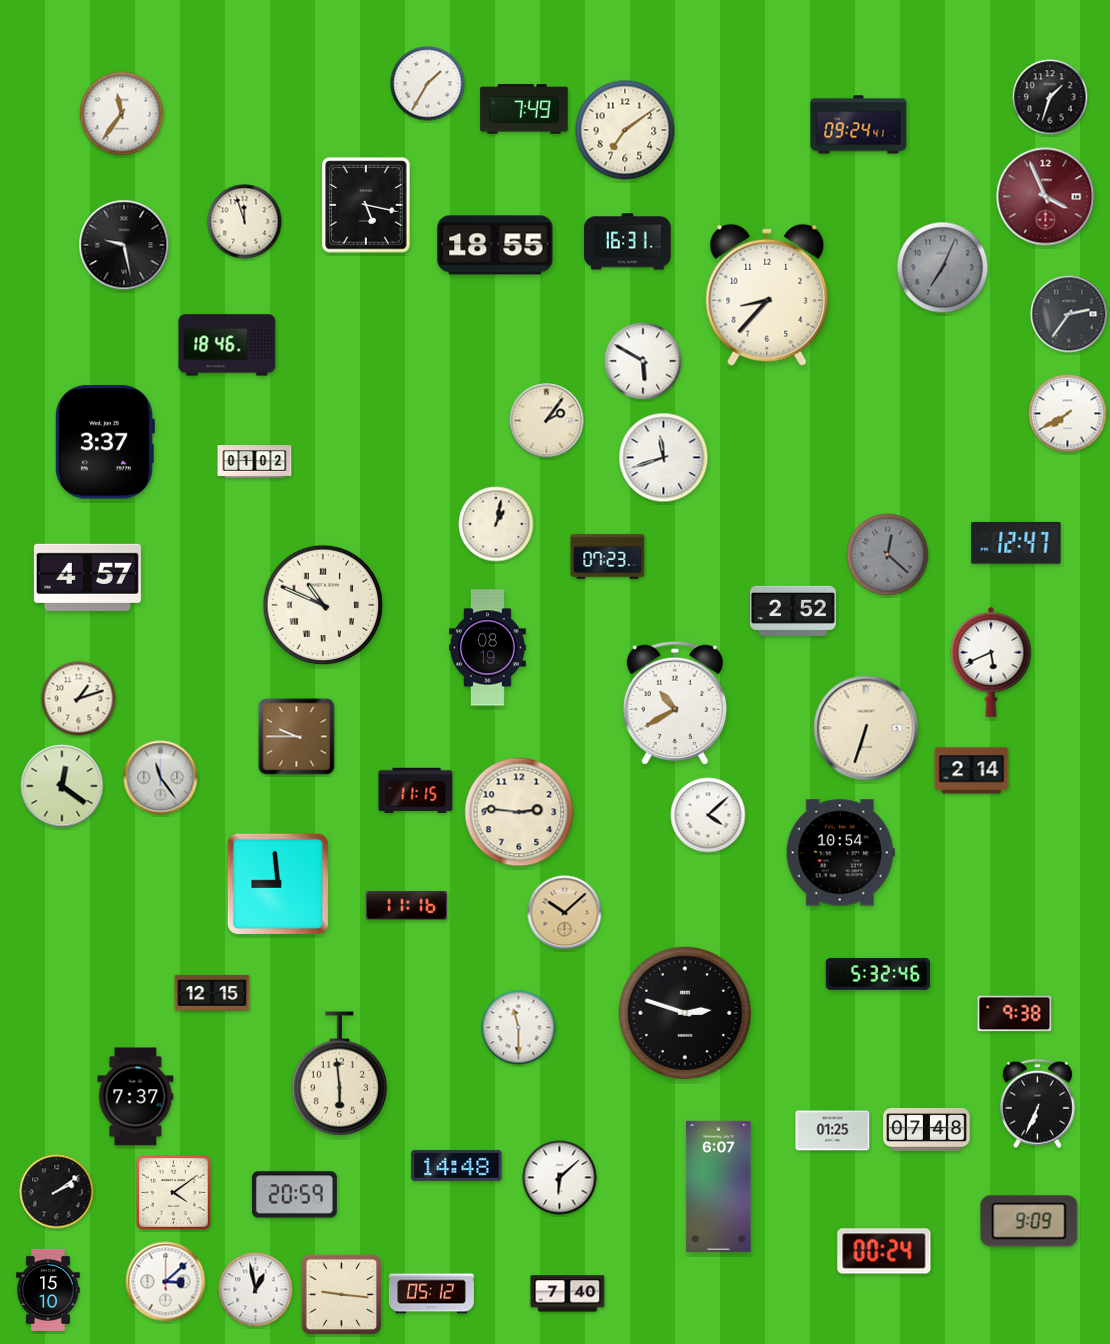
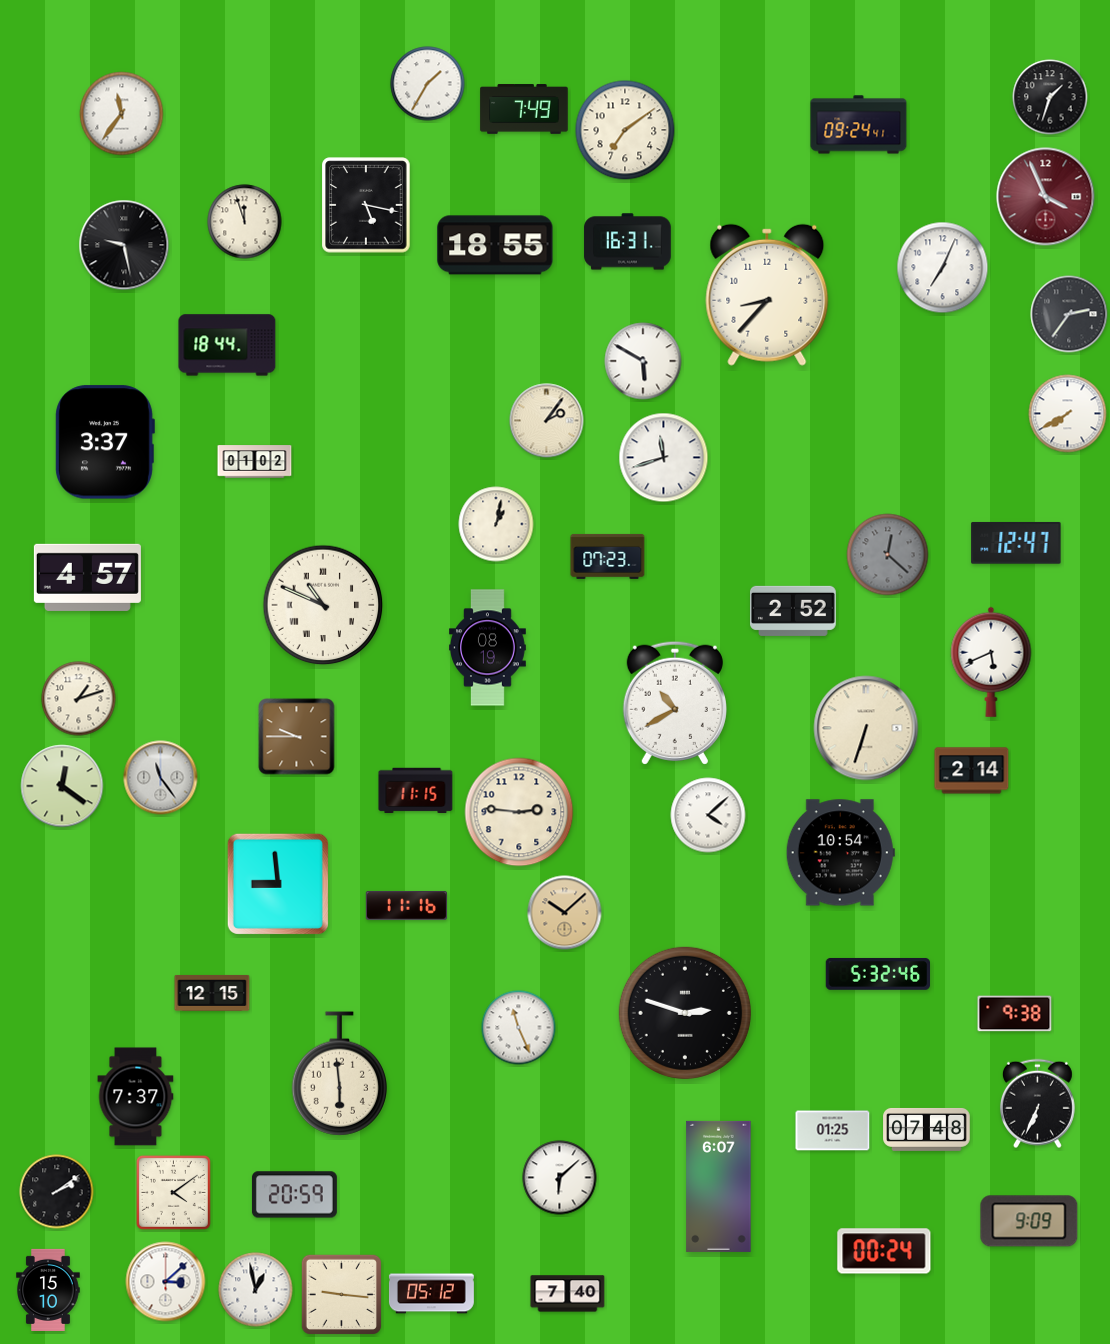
clock at (943, 268) dial: grey -> white
clock at (227, 345): 18:46 -> 18:44
clock at (519, 1028): 11:30 -> 11:26
clock at (457, 1165): 14:48 -> none
